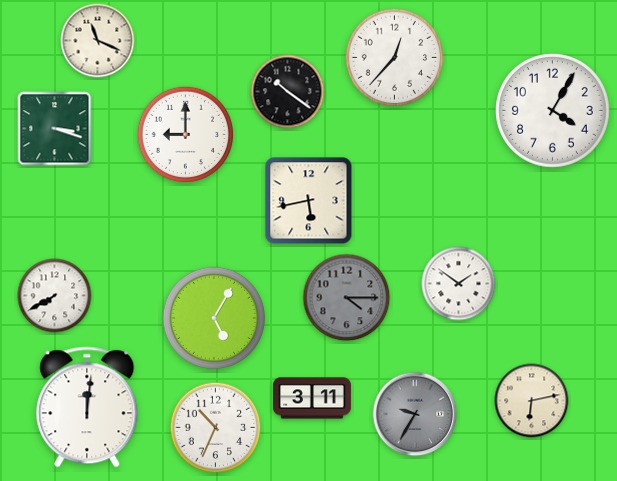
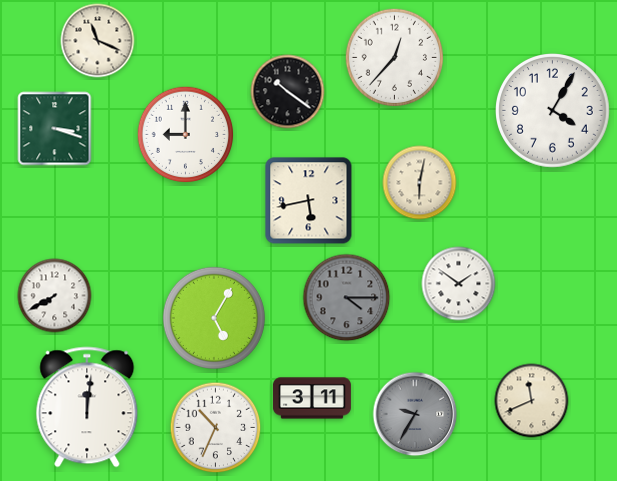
clock at (420, 183): none -> 6:02
clock at (532, 401): 6:13 -> 11:41
